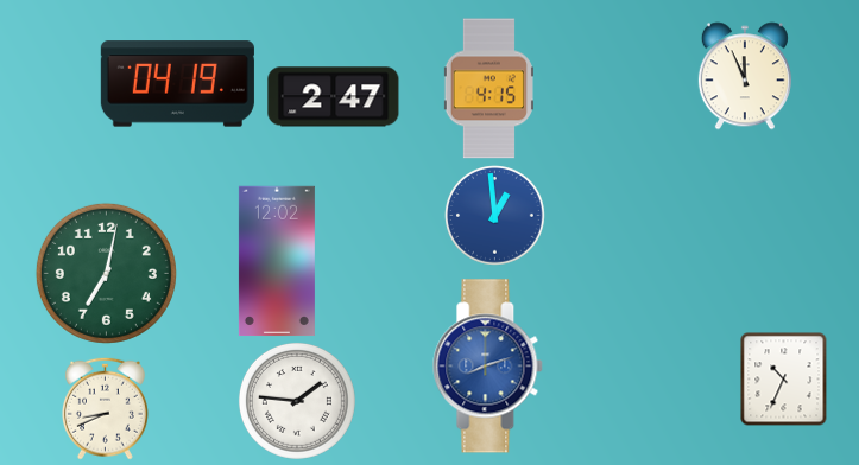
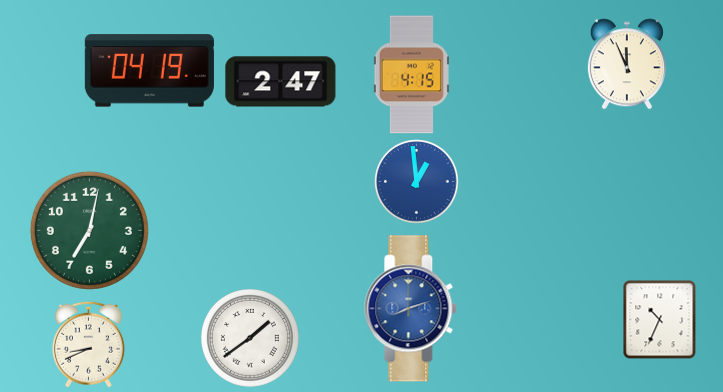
clock at (277, 261): 12:02 -> none
clock at (297, 401): 1:46 -> 1:39
